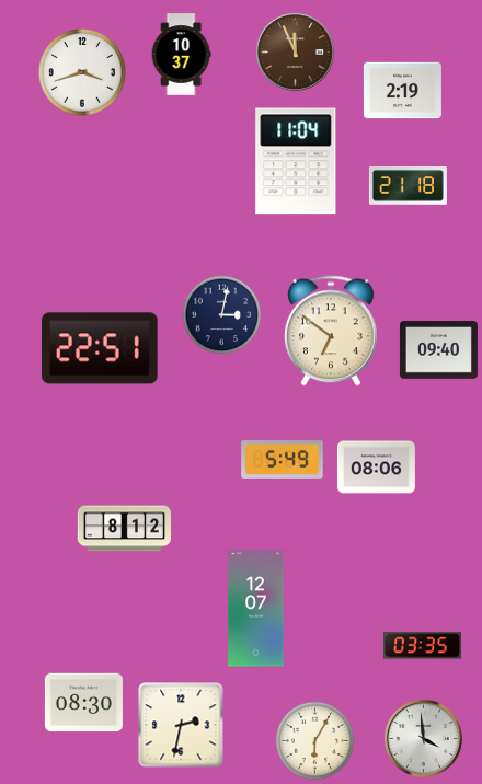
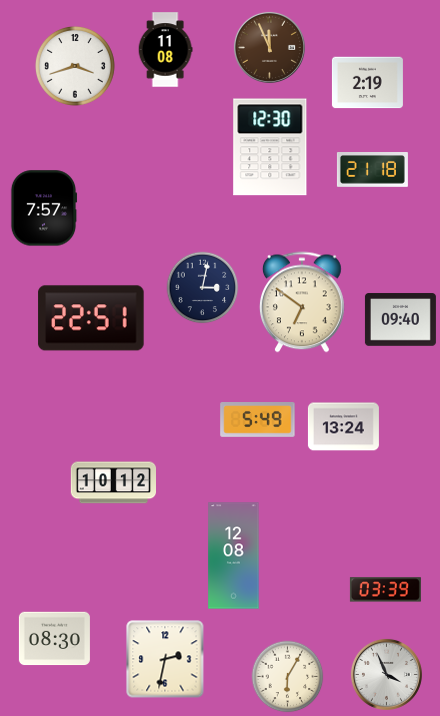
clock at (181, 55): 10:37 -> 11:08
clock at (296, 161): 11:04 -> 12:30
clock at (44, 208): none -> 7:57
clock at (376, 468): 08:06 -> 13:24
clock at (124, 529): 8:12 -> 10:12
clock at (256, 609): 12:07 -> 12:08
clock at (422, 646): 03:35 -> 03:39
clock at (83, 703) position: (83, 703) -> (54, 639)
clock at (181, 725) position: (181, 725) -> (165, 659)
clock at (423, 738): 3:59 -> 3:56
